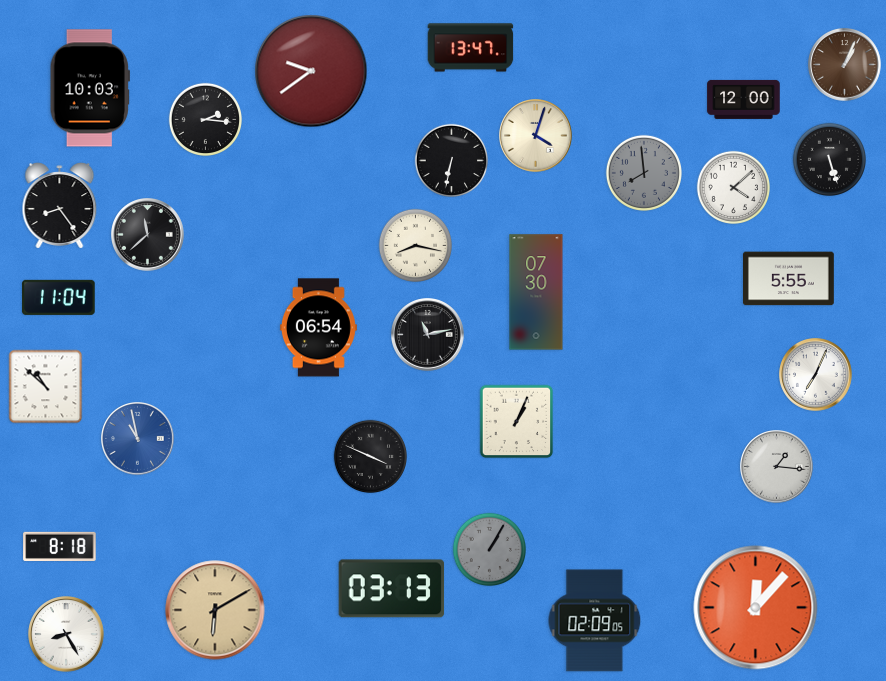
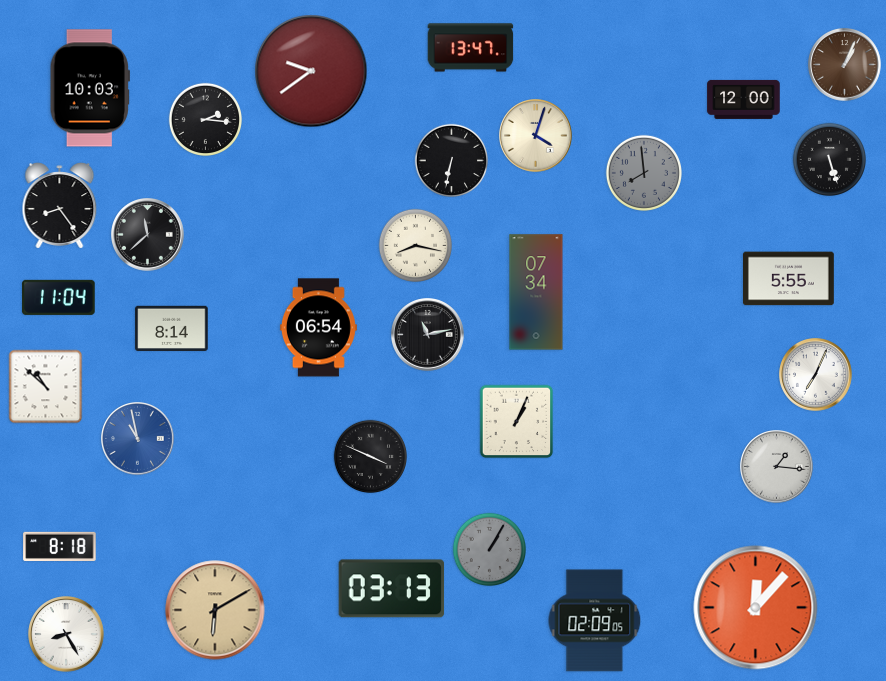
clock at (734, 188): 4:08 -> none
clock at (536, 292): 07:30 -> 07:34
clock at (172, 328): none -> 8:14
